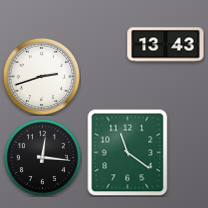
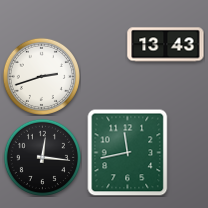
clock at (128, 152): 11:21 -> 11:43
